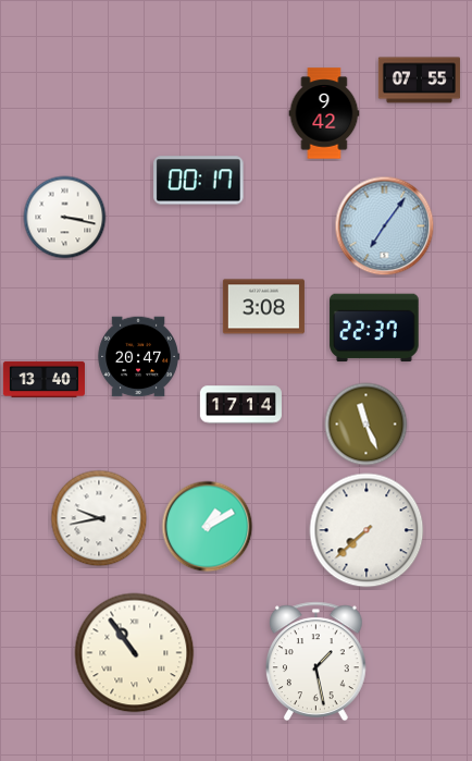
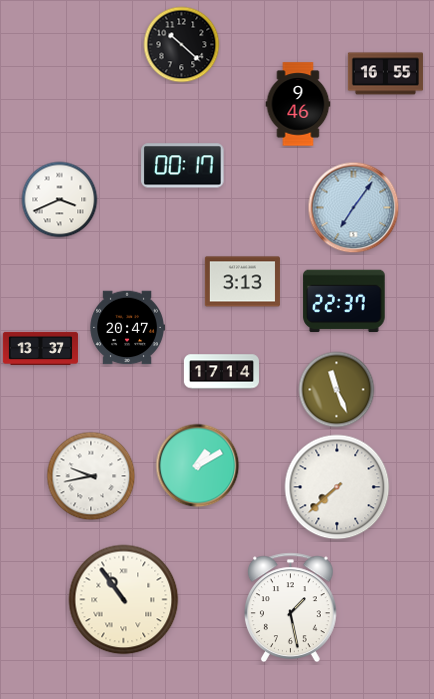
clock at (182, 45): none -> 10:22
clock at (419, 81): 07:55 -> 16:55
clock at (324, 113): 9:42 -> 9:46
clock at (65, 218): 3:17 -> 3:41
clock at (263, 307): 3:08 -> 3:13
clock at (44, 379): 13:40 -> 13:37
clock at (208, 527) position: (208, 527) -> (198, 466)
